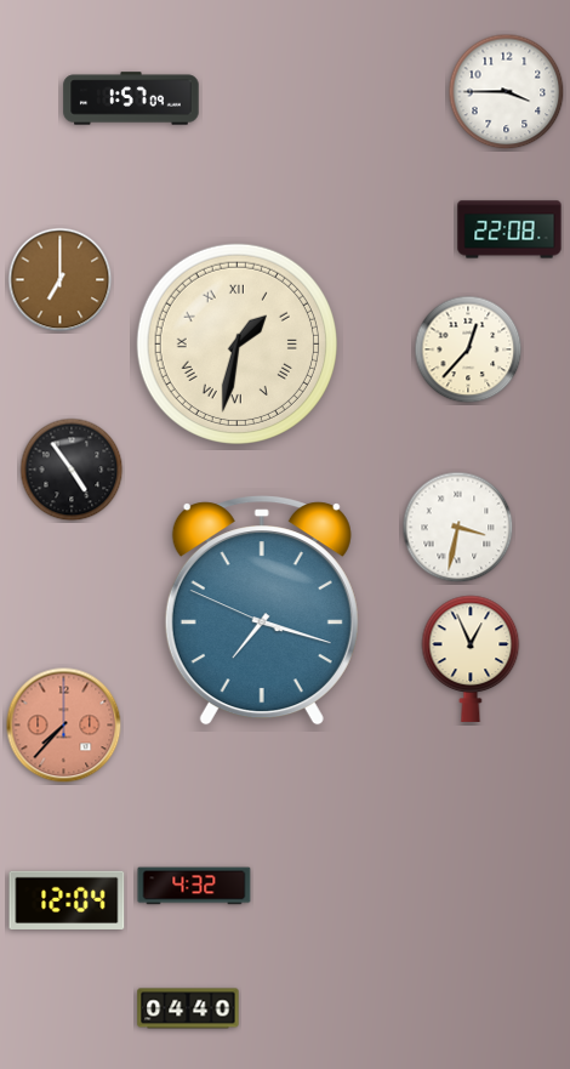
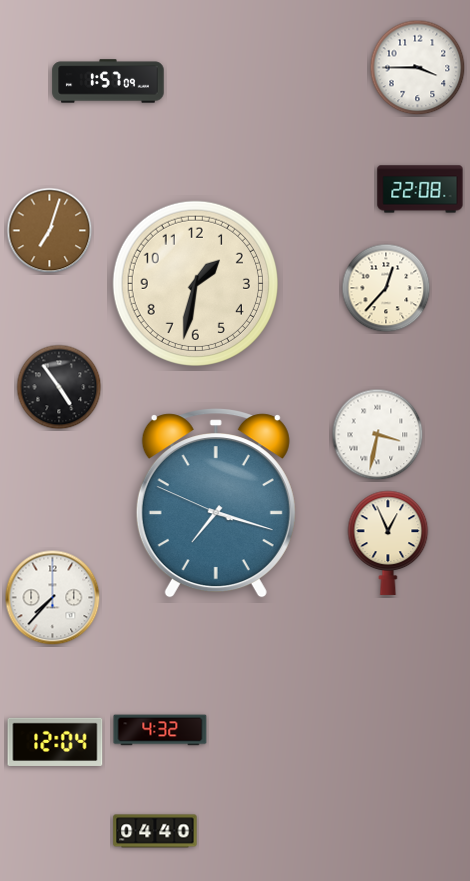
clock at (507, 92) position: (507, 92) -> (418, 68)
clock at (61, 280): 7:00 -> 7:03
clock at (236, 343) numerals: Roman -> Arabic
clock at (64, 726) dial: salmon -> white
